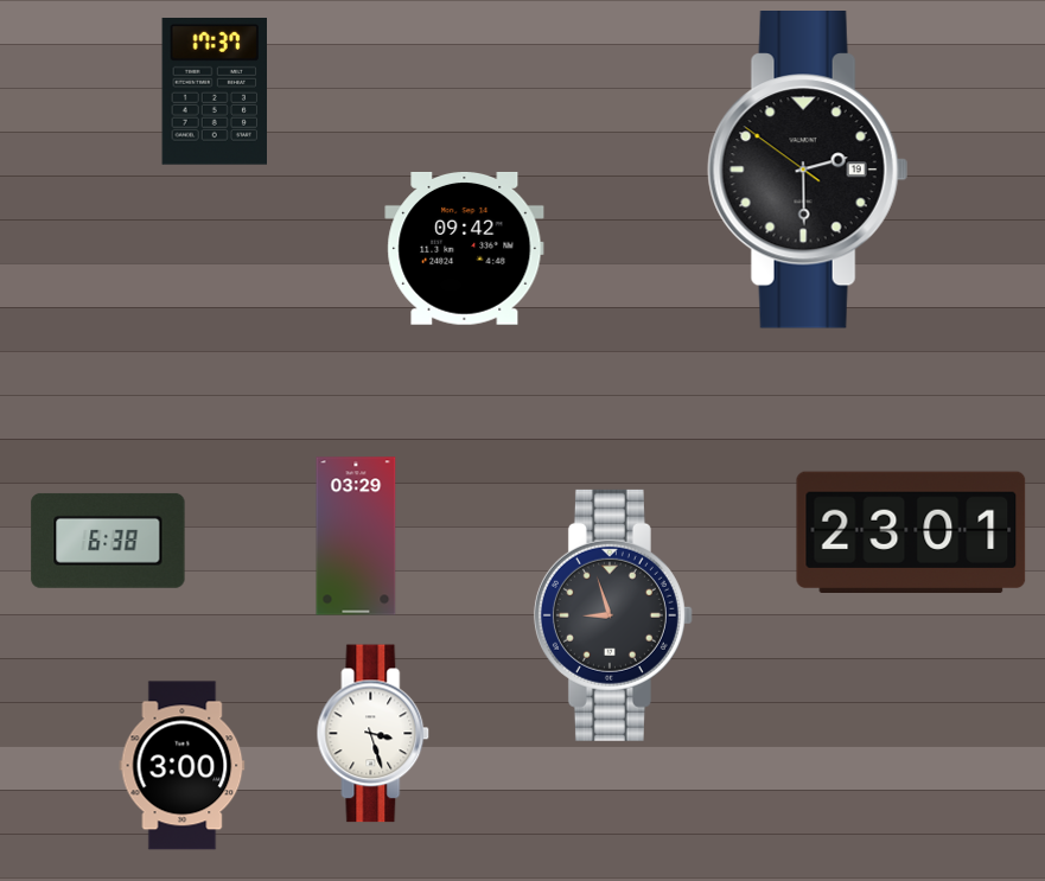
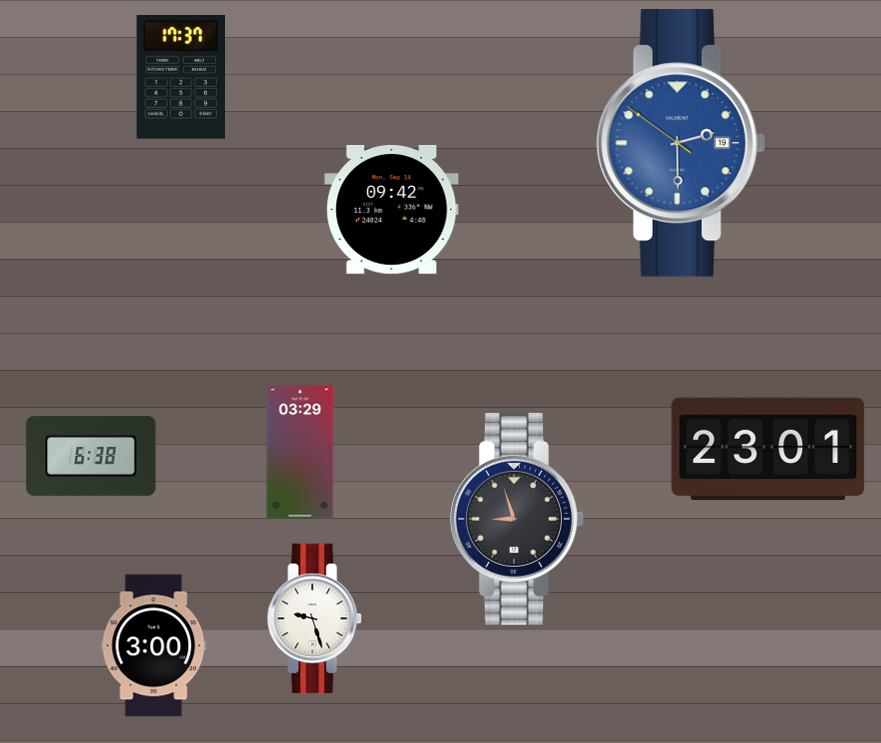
clock at (808, 171) dial: black -> blue
clock at (374, 734): 3:27 -> 9:27
